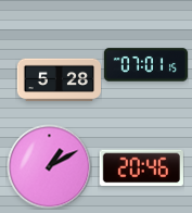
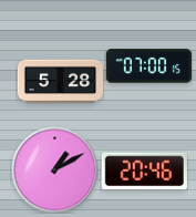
clock at (145, 65): 07:01 -> 07:00
clock at (49, 166) position: (49, 166) -> (54, 169)
